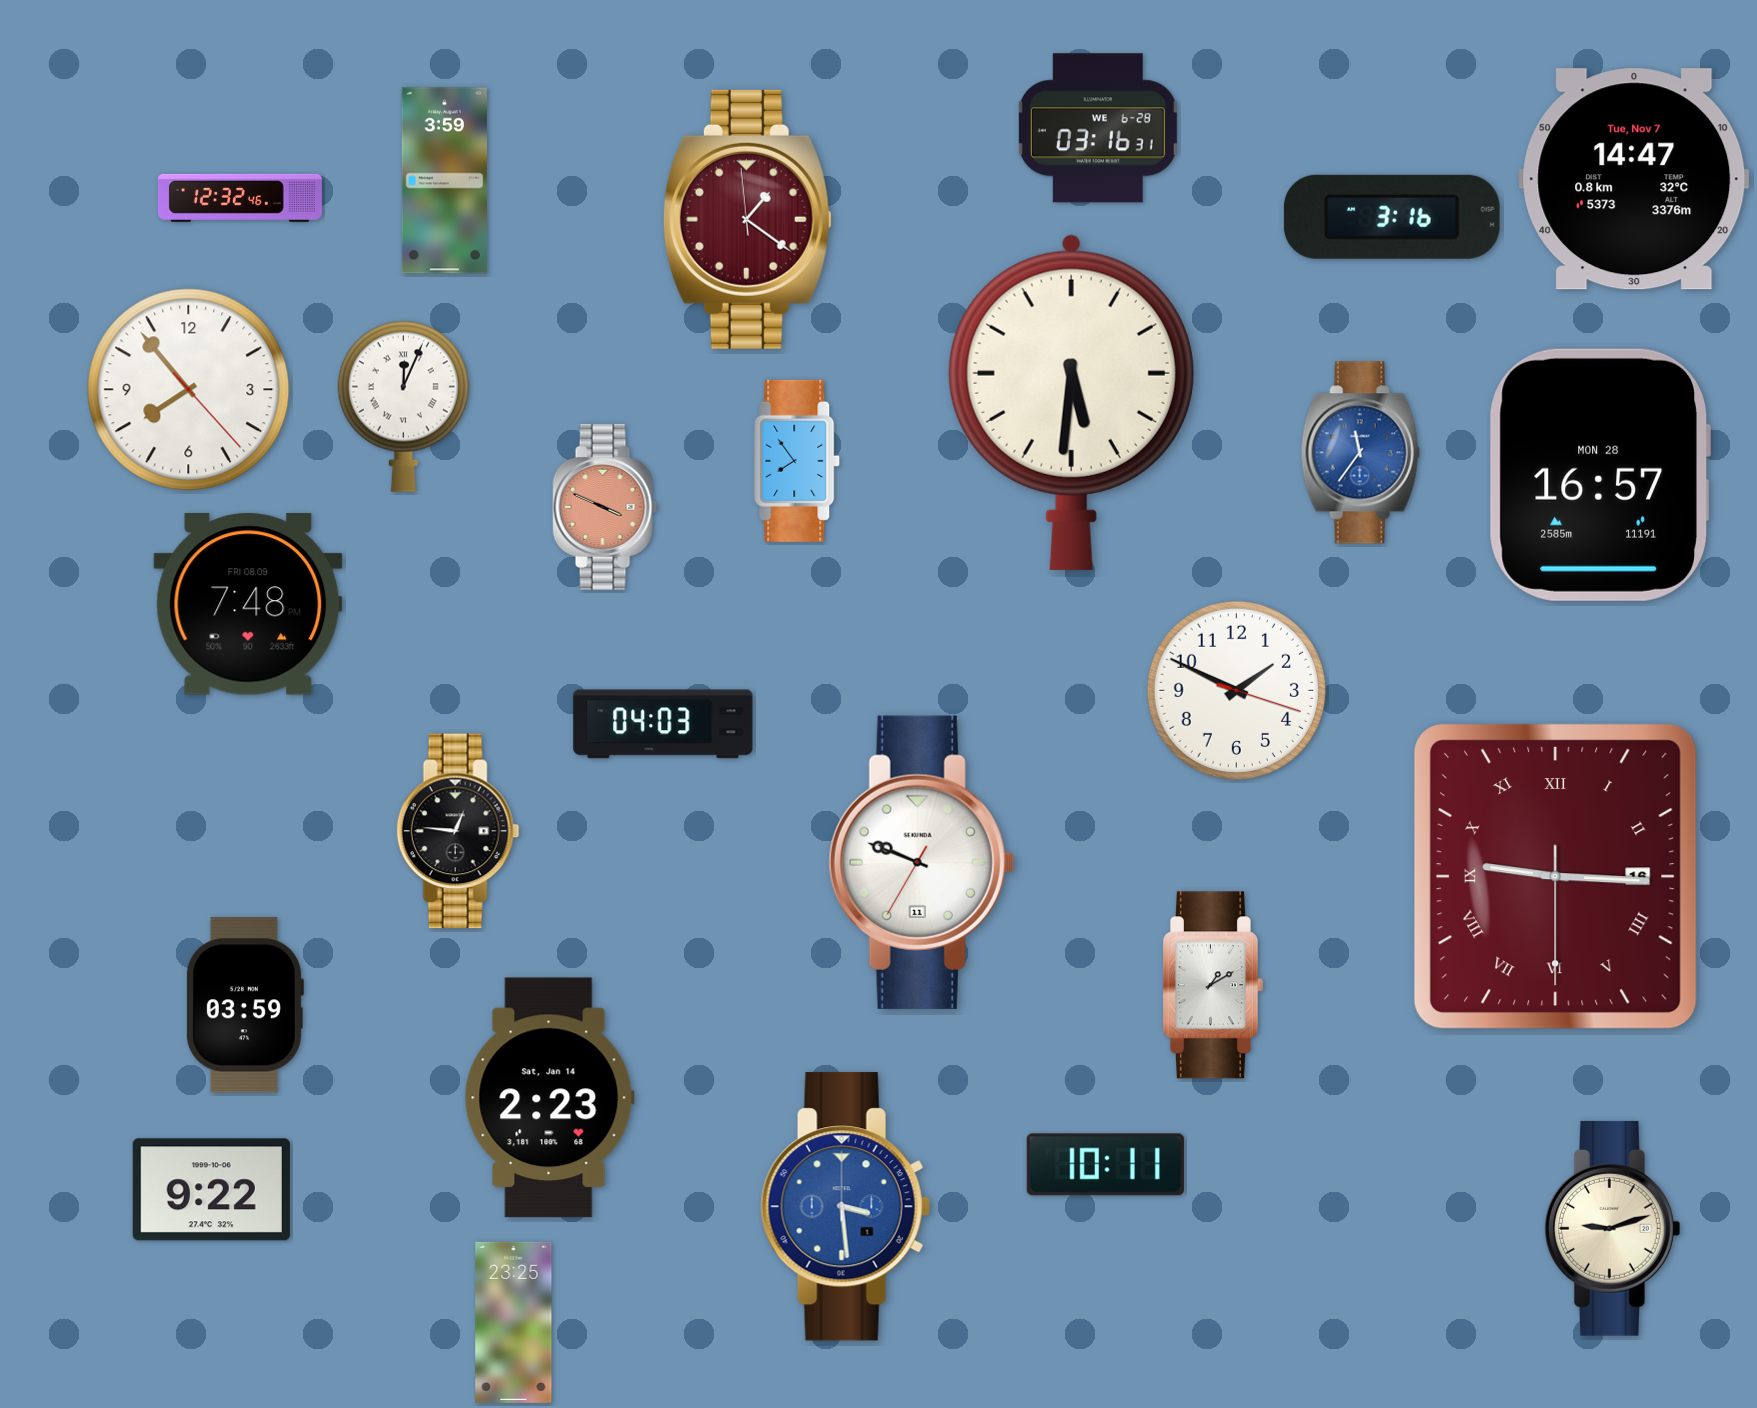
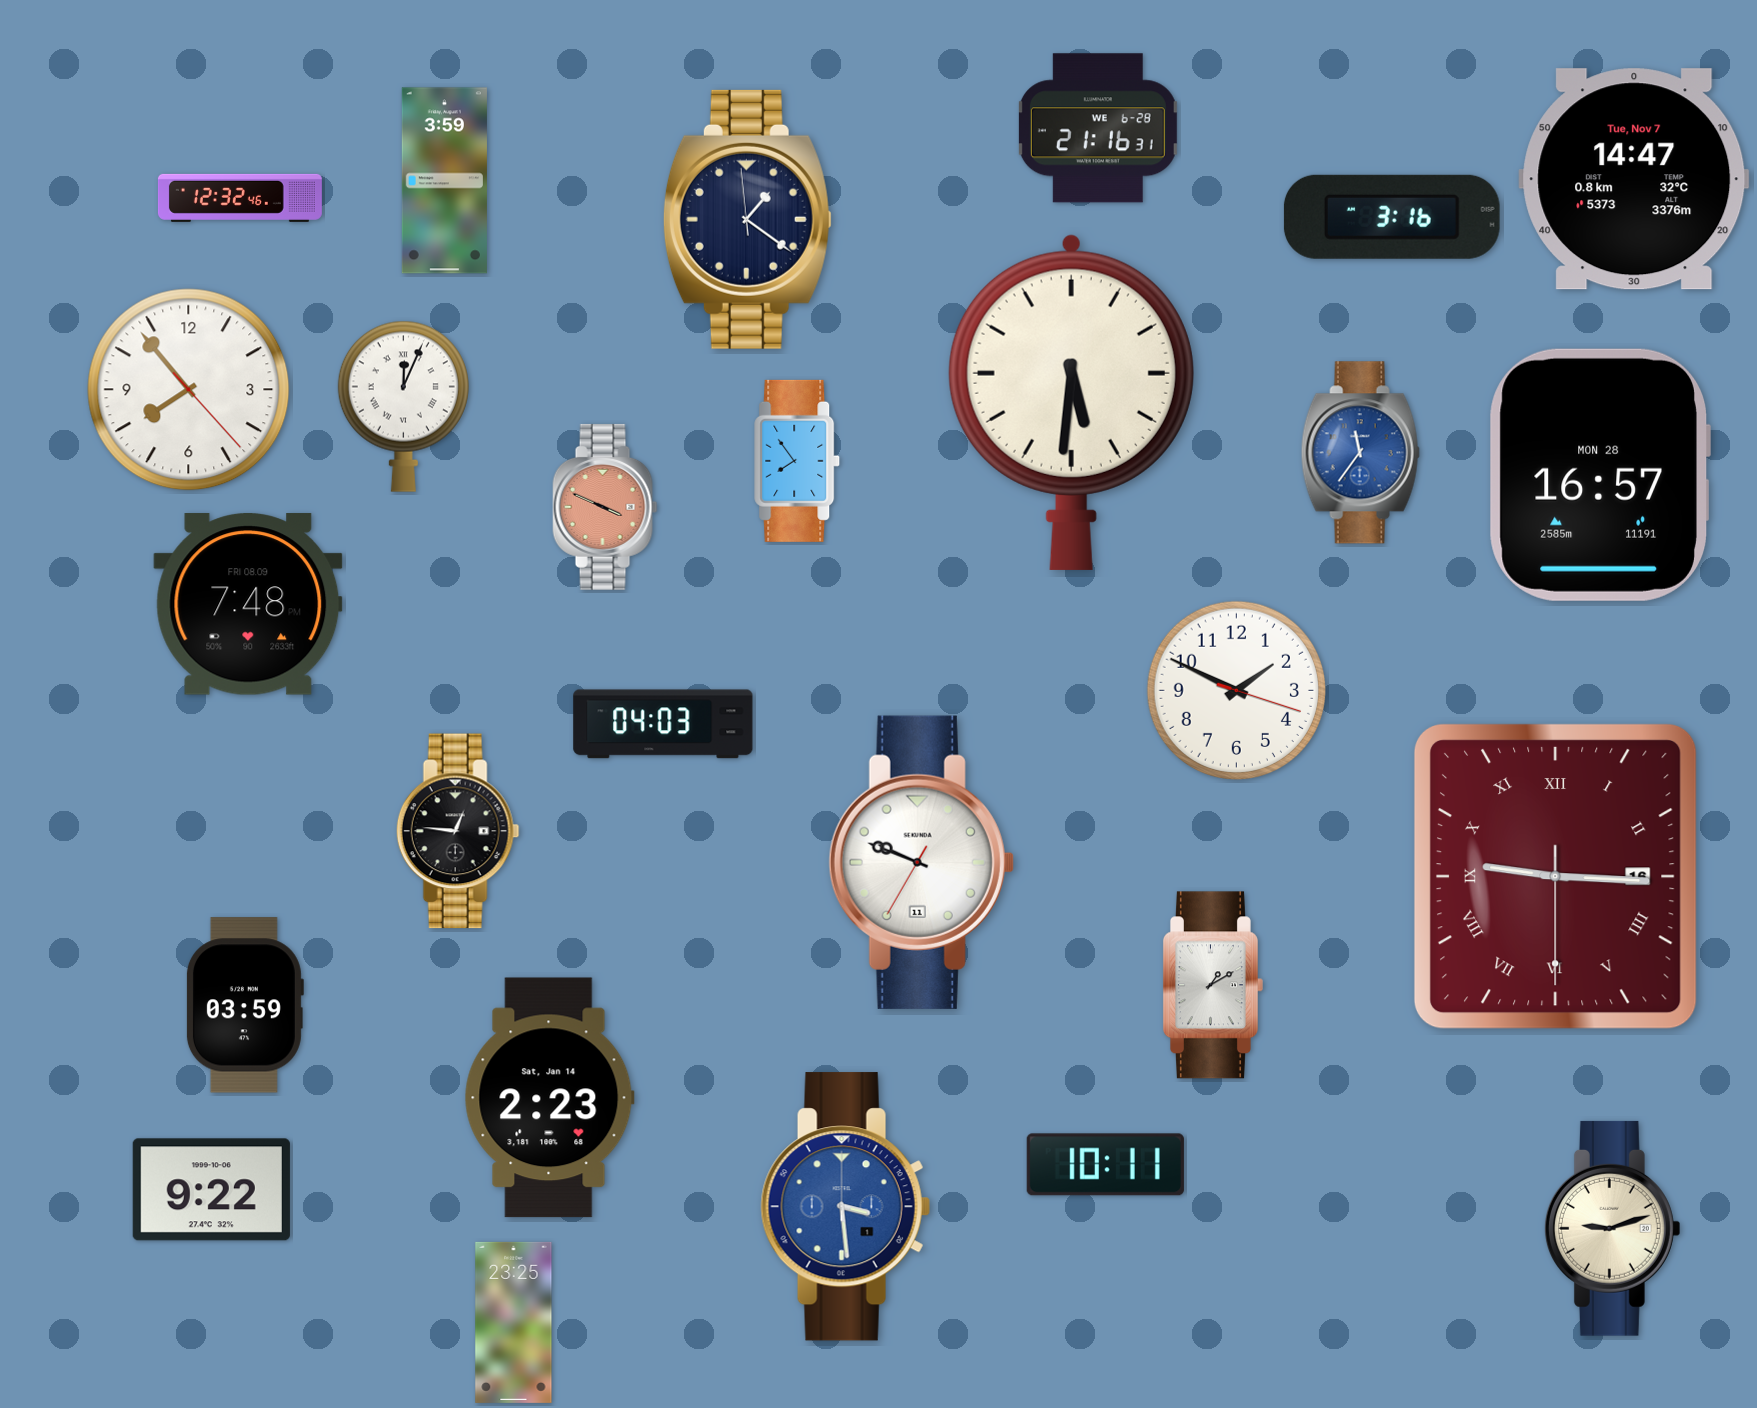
clock at (1098, 128): 03:16 -> 21:16
clock at (747, 219) dial: burgundy -> navy
